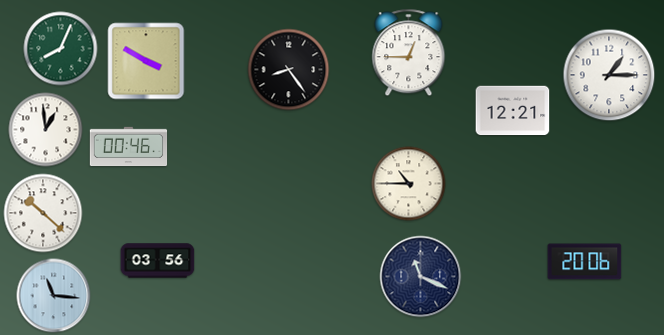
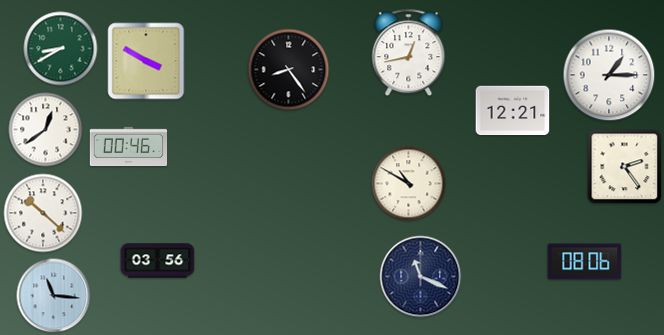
clock at (61, 49): 8:04 -> 8:40
clock at (409, 53): 12:45 -> 12:43
clock at (46, 130): 12:59 -> 12:39
clock at (625, 167): none -> 2:24
clock at (409, 184): 10:45 -> 10:50
clock at (585, 262): 20:06 -> 08:06
